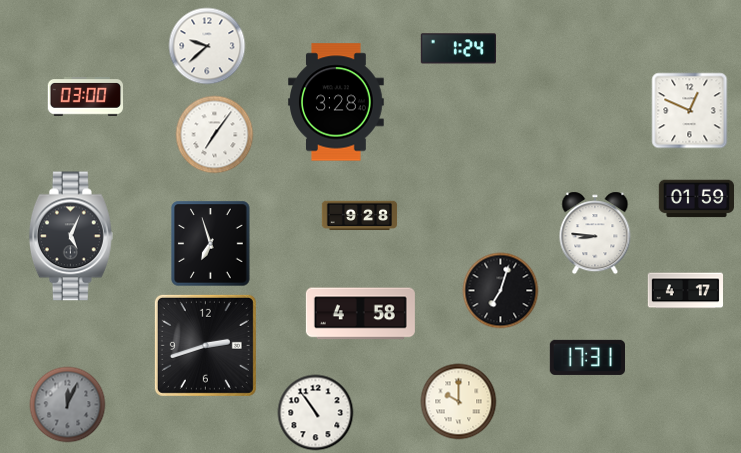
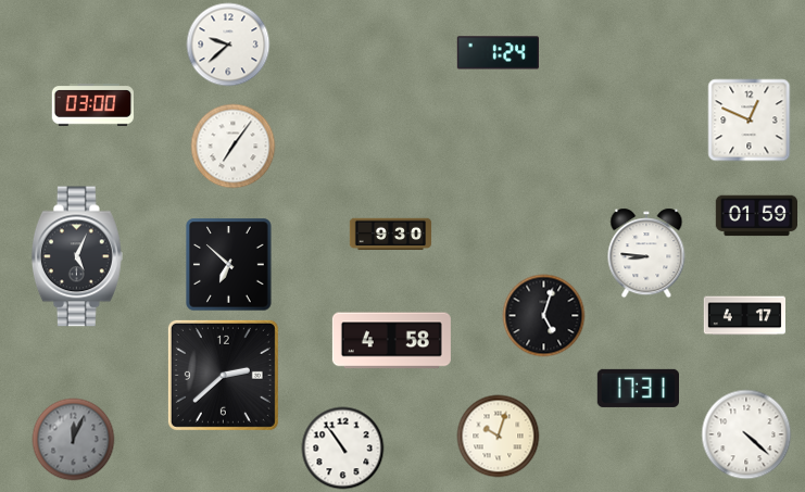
clock at (207, 46) position: (207, 46) -> (228, 45)
clock at (336, 102): 3:28 -> none
clock at (360, 216): 9:28 -> 9:30
clock at (211, 244): 6:57 -> 6:52
clock at (501, 291): 7:03 -> 5:03
clock at (205, 345): 2:42 -> 2:38
clock at (746, 434): none -> 4:22
clock at (459, 402): 10:00 -> 10:03
